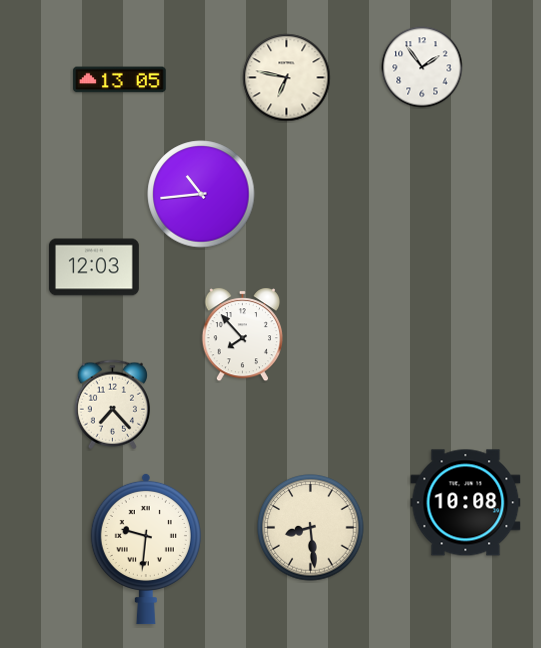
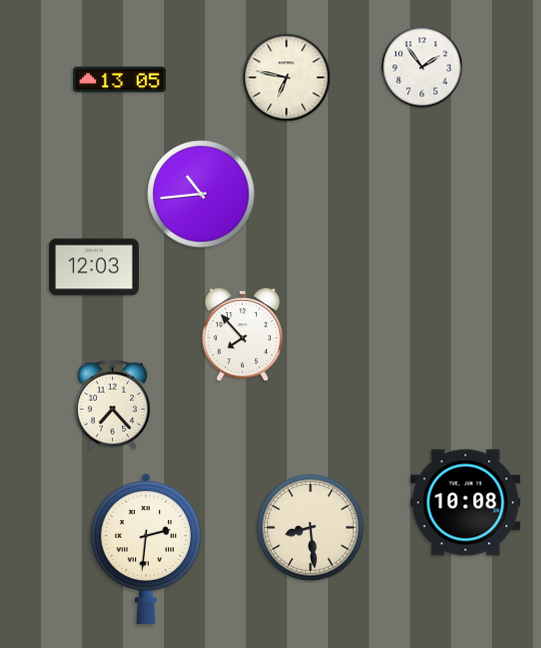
clock at (146, 549): 9:31 -> 2:31
